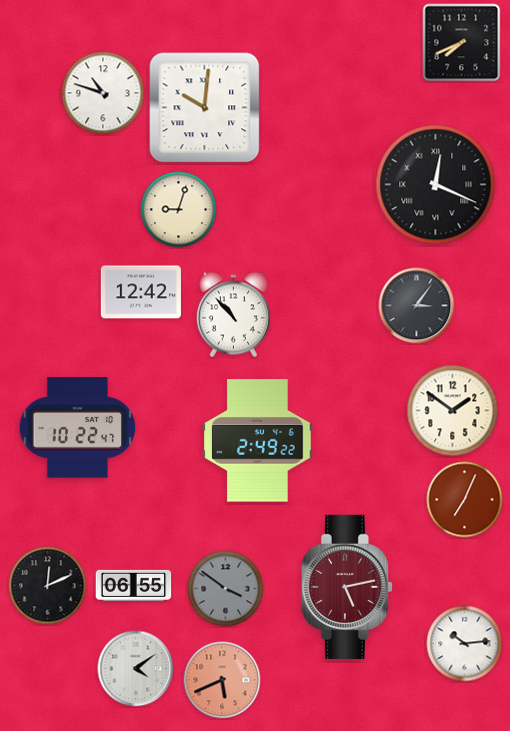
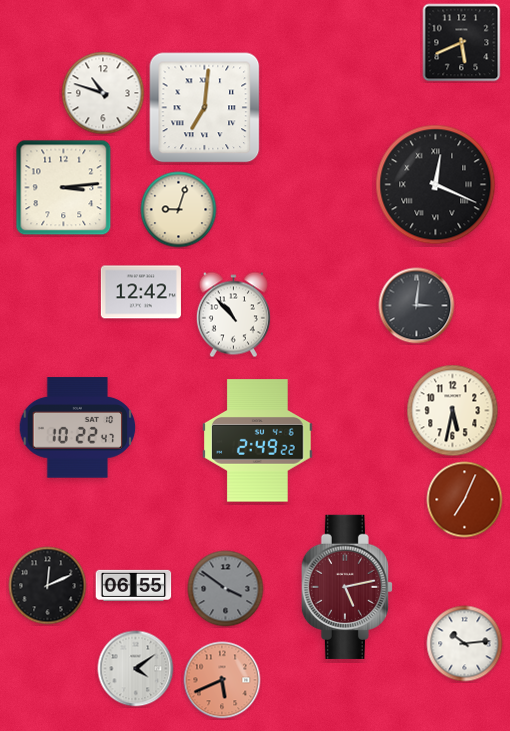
clock at (462, 43): 7:41 -> 5:41
clock at (205, 108): 10:01 -> 7:01
clock at (64, 188): none -> 3:14
clock at (417, 306): 3:06 -> 3:01
clock at (453, 411): 1:51 -> 5:32
